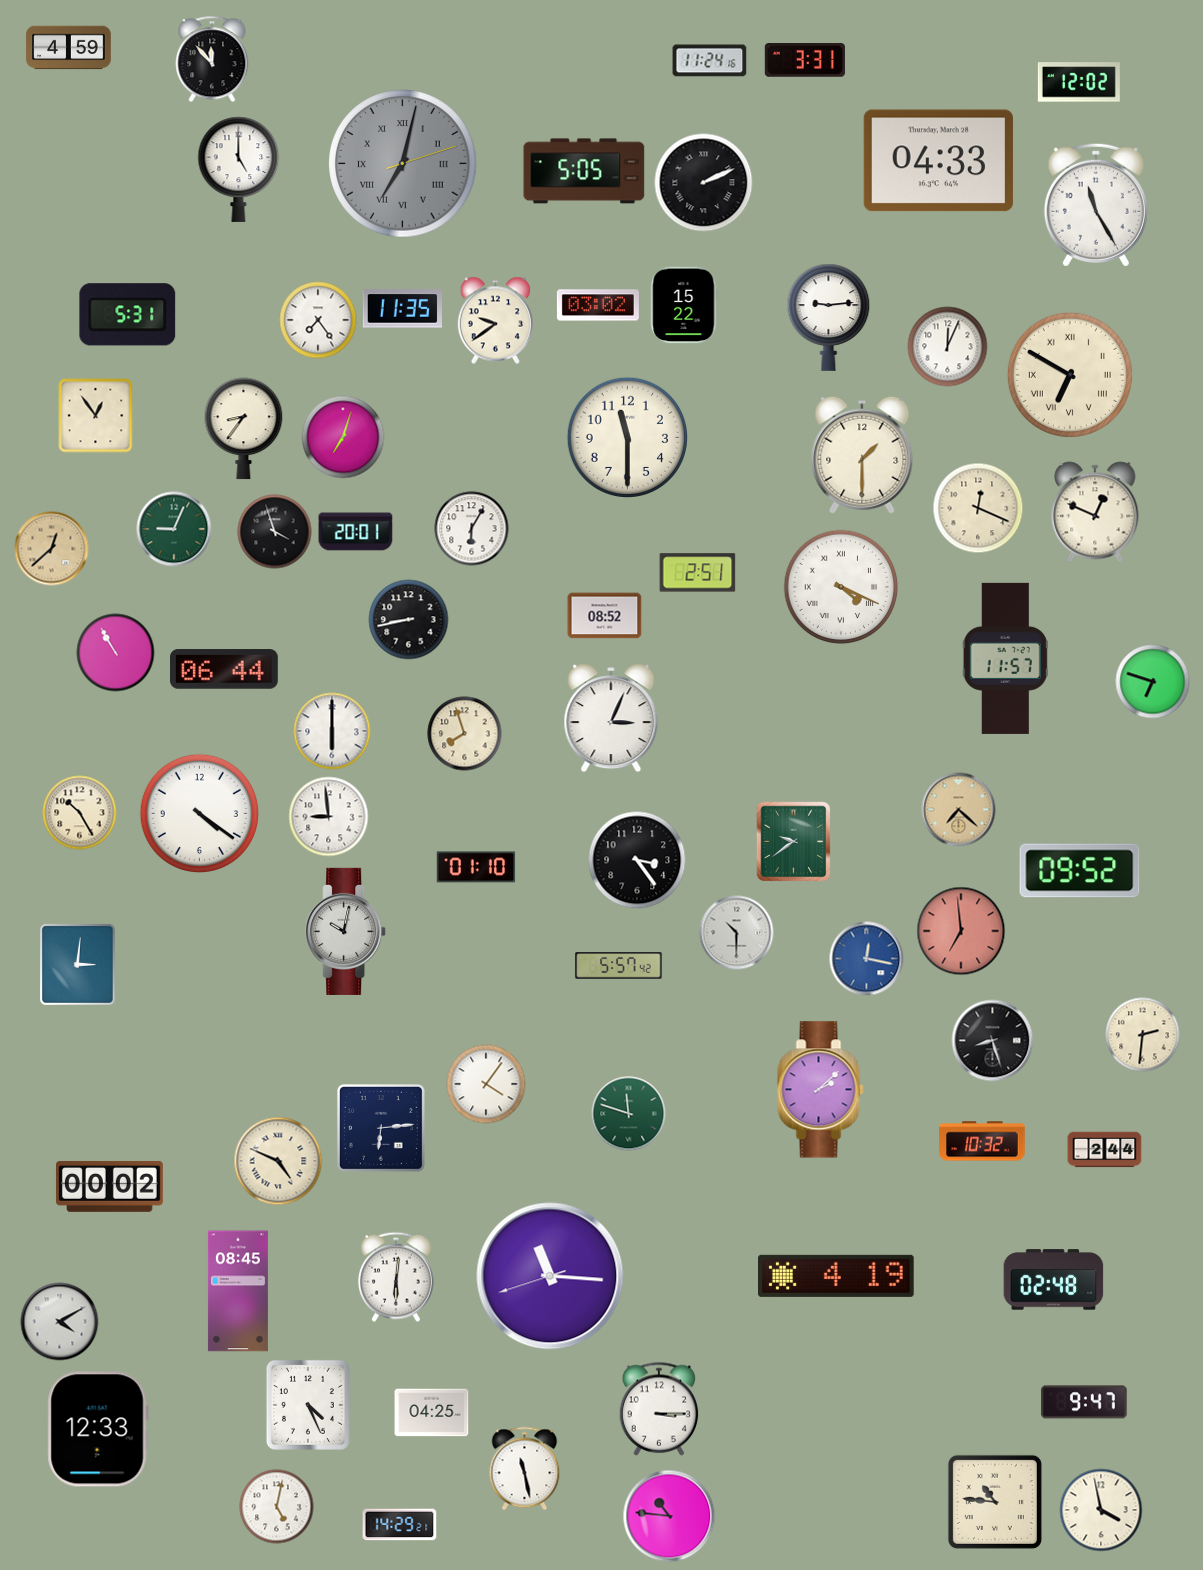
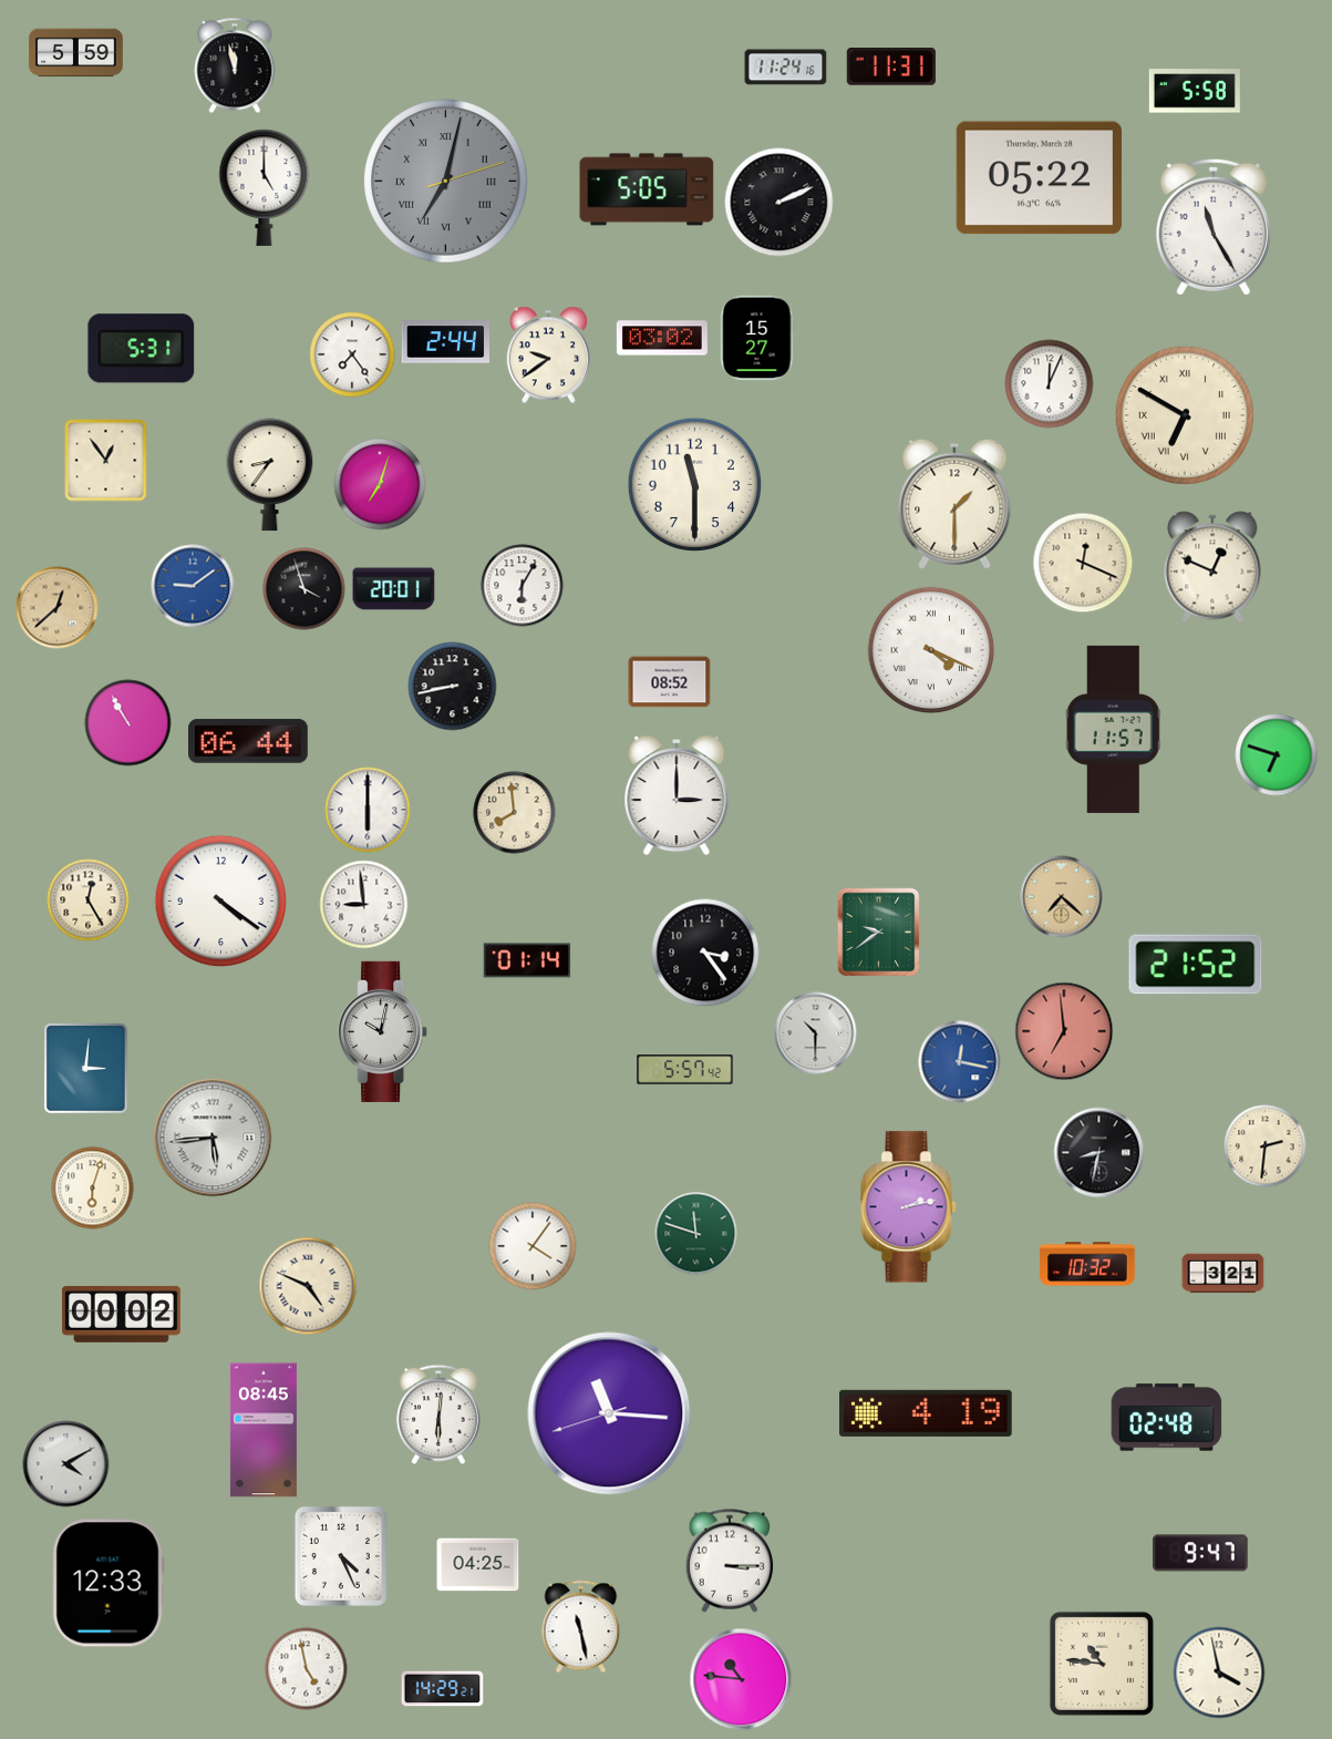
clock at (69, 48): 4:59 -> 5:59
clock at (212, 59): 11:53 -> 11:58
clock at (805, 61): 3:31 -> 11:31
clock at (1079, 82): 12:02 -> 5:58
clock at (938, 161): 04:33 -> 05:22
clock at (684, 305): 15:22 -> 15:27
clock at (402, 309): 11:35 -> 2:44
clock at (829, 317): 9:14 -> none
clock at (174, 529): 9:04 -> 9:09
clock at (174, 529) dial: green -> blue
clock at (698, 573): 2:51 -> none
clock at (611, 718): 3:04 -> 3:00
clock at (465, 734): 7:57 -> 7:59
clock at (80, 813): 10:25 -> 12:25
clock at (476, 867): 01:10 -> 01:14
clock at (1080, 871): 09:52 -> 21:52
clock at (213, 1138): none -> 5:44
clock at (993, 1041): 8:27 -> 8:32
clock at (93, 1189): none -> 6:03
clock at (486, 1084) position: (486, 1084) -> (533, 1246)
clock at (821, 1090): 2:08 -> 2:13
clock at (381, 1128): 6:14 -> none
clock at (1105, 1150): 2:44 -> 3:21
clock at (277, 1507): 5:02 -> 4:58
